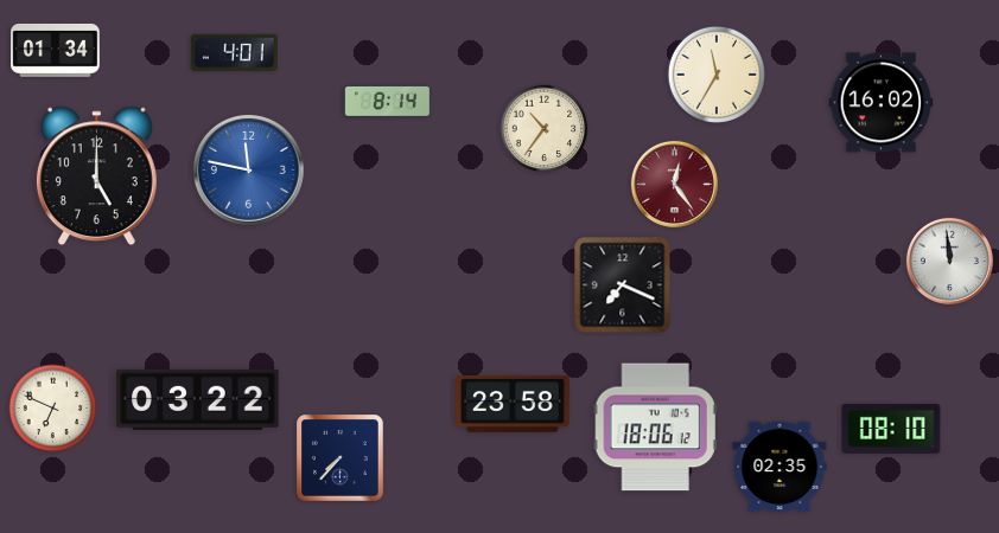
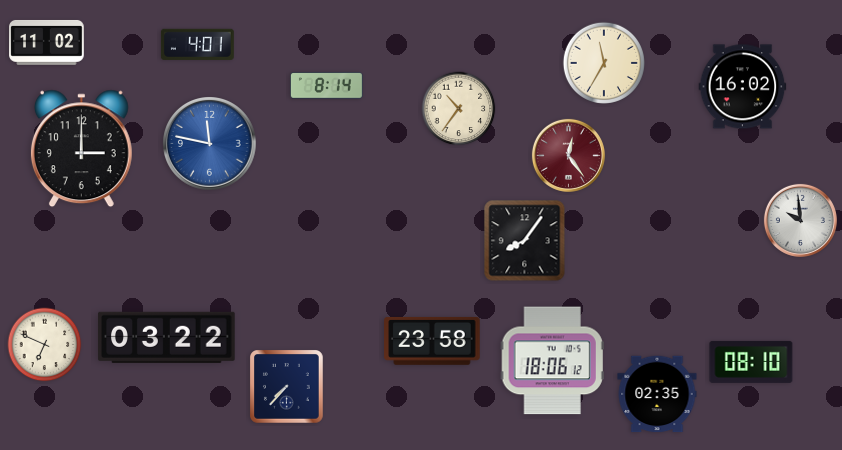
clock at (56, 50): 01:34 -> 11:02
clock at (96, 176): 5:00 -> 3:00
clock at (949, 261): 11:59 -> 9:59
clock at (623, 285): 7:19 -> 8:06
